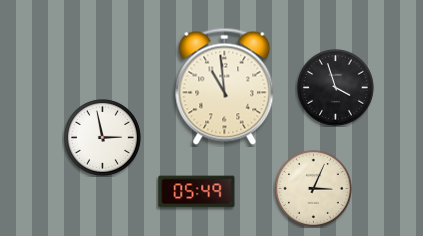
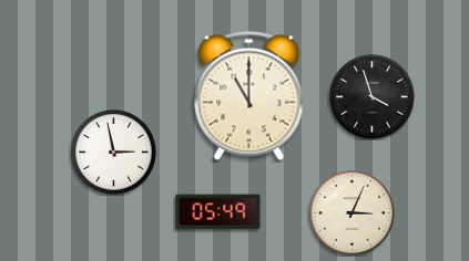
clock at (225, 86): 10:59 -> 11:00
clock at (313, 188) position: (313, 188) -> (351, 212)
